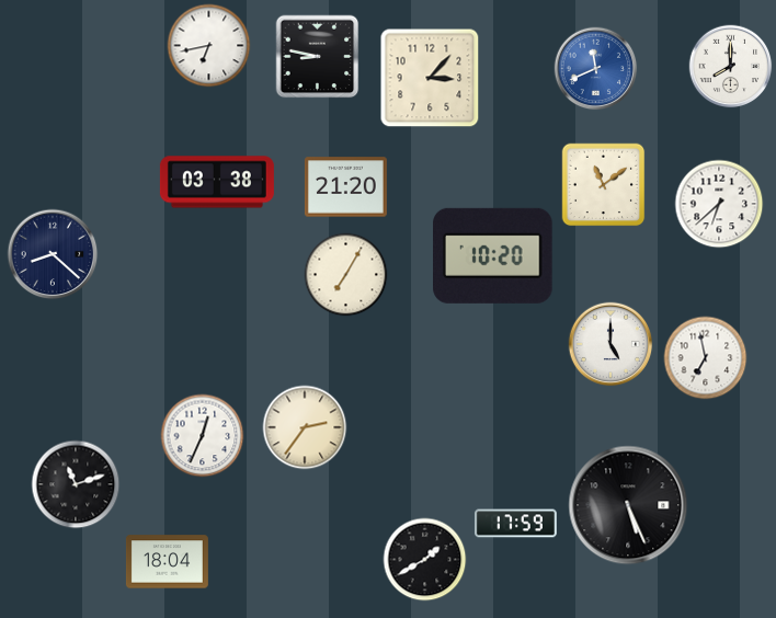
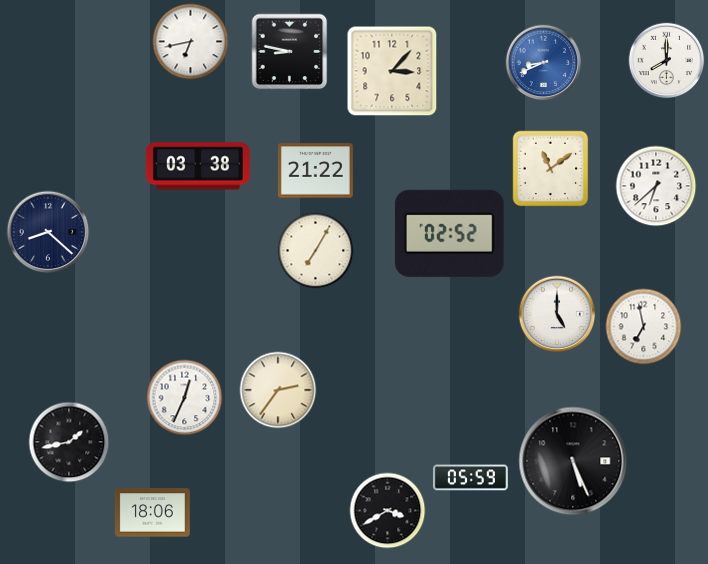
clock at (596, 69): 11:41 -> 8:41
clock at (345, 187): 21:20 -> 21:22
clock at (493, 255): 10:20 -> 02:52
clock at (76, 484): 11:12 -> 1:43
clock at (515, 524): 17:59 -> 05:59
clock at (425, 560): 1:40 -> 3:40
clock at (167, 562): 18:04 -> 18:06
